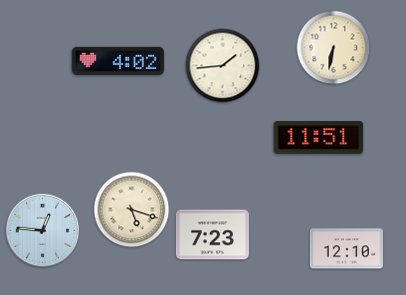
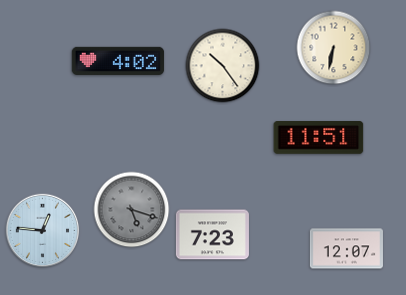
clock at (223, 66): 1:44 -> 10:24
clock at (132, 210) dial: cream -> grey
clock at (346, 249): 12:10 -> 12:07
